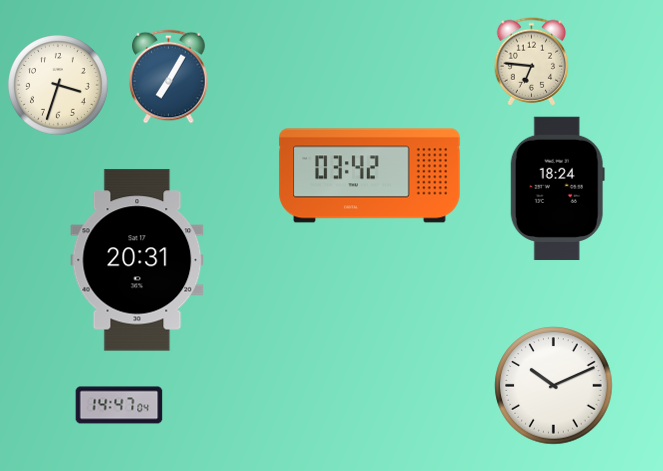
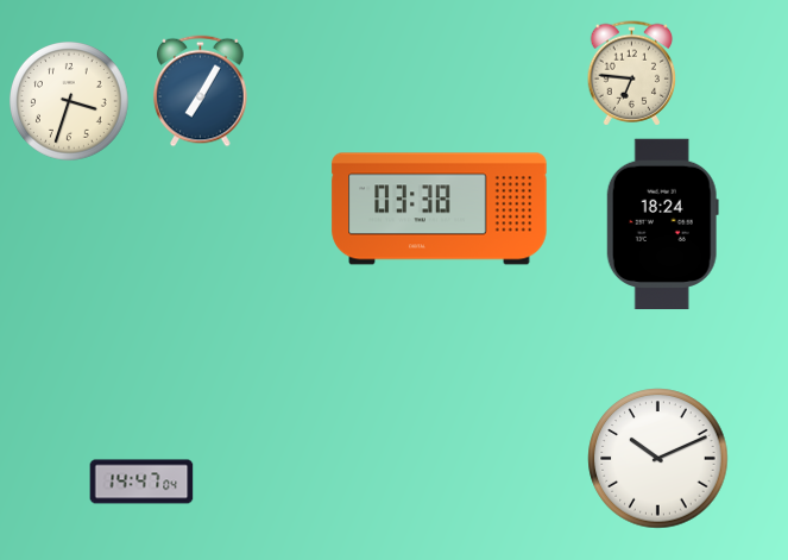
clock at (370, 176): 03:42 -> 03:38
clock at (137, 260): 20:31 -> none
